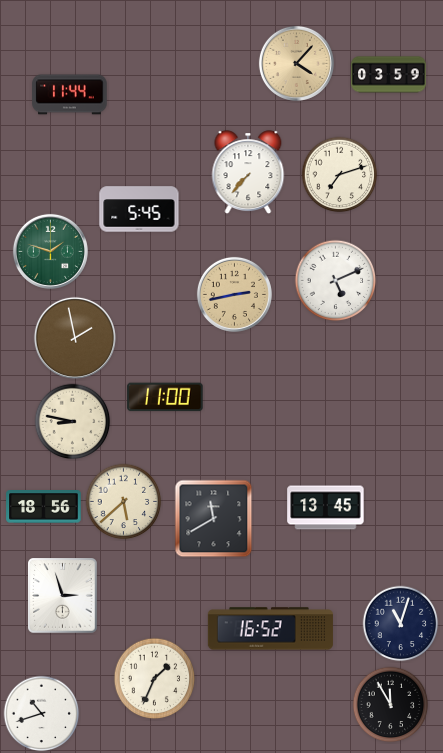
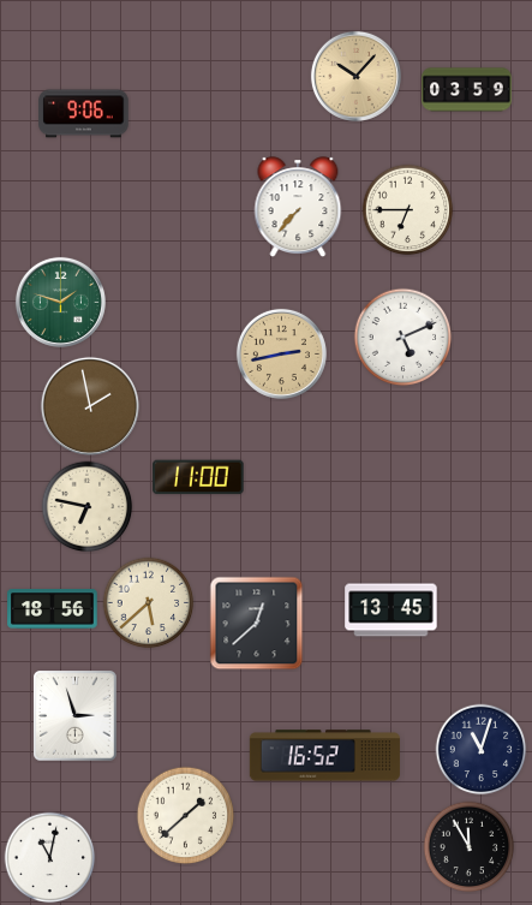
clock at (296, 63): 4:07 -> 10:07
clock at (70, 95): 11:44 -> 9:06
clock at (340, 175): 7:12 -> 6:45
clock at (139, 209): 5:45 -> none
clock at (73, 422): 8:47 -> 6:47
clock at (214, 519): 11:40 -> 12:38
clock at (155, 679): 1:34 -> 1:38
clock at (42, 714): 10:42 -> 11:02
